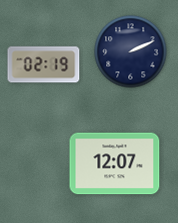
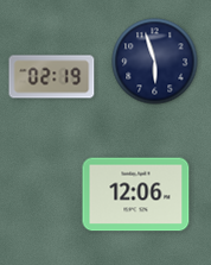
clock at (131, 52): 2:11 -> 5:57
clock at (115, 164): 12:07 -> 12:06
